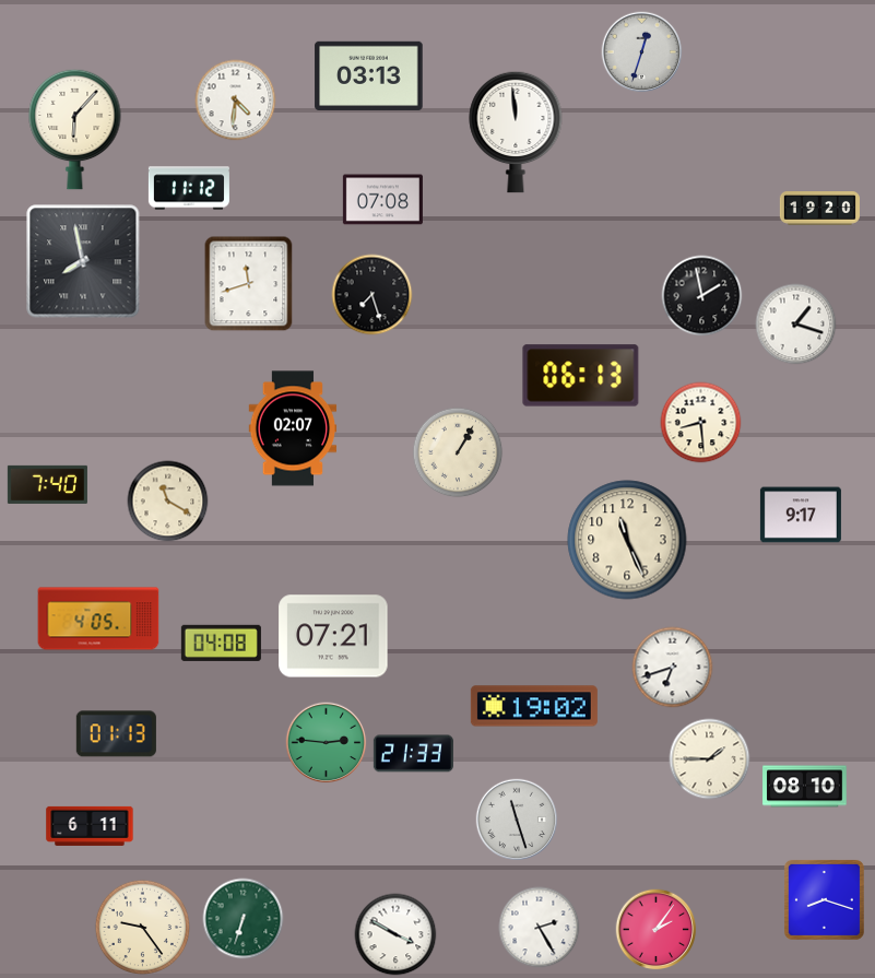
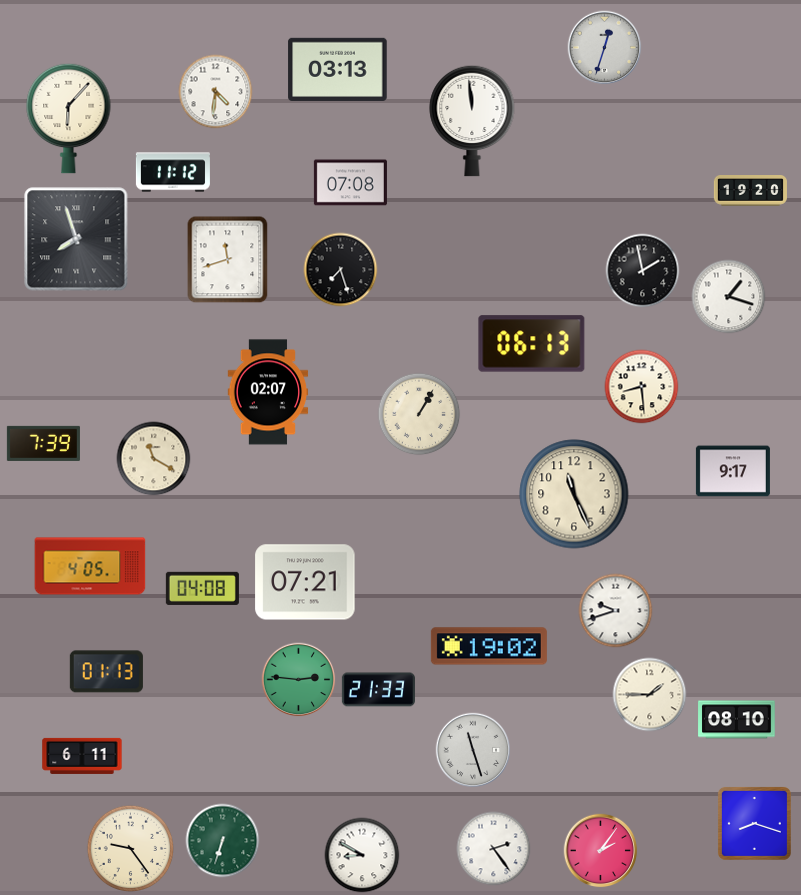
clock at (642, 52) position: (642, 52) -> (605, 48)
clock at (83, 261): 7:58 -> 7:57
clock at (47, 484): 7:40 -> 7:39
clock at (673, 668): 6:42 -> 9:42
clock at (540, 928): 2:25 -> 2:24
clock at (395, 934): 3:50 -> 8:50
